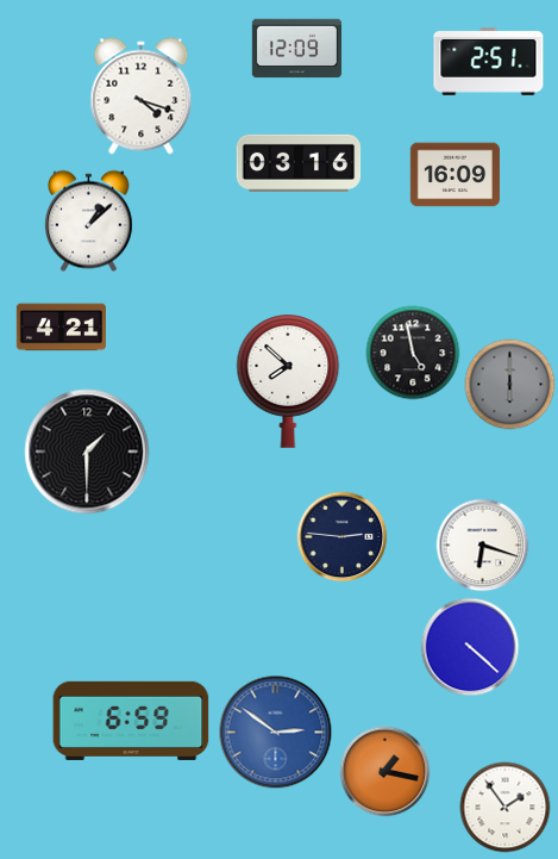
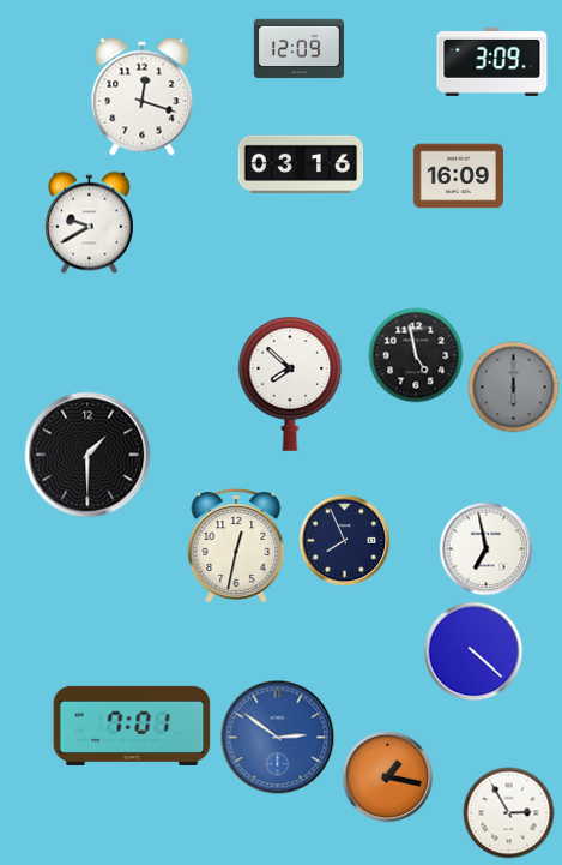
clock at (489, 61): 2:51 -> 3:09
clock at (142, 97): 4:18 -> 12:18
clock at (89, 222): 1:08 -> 9:40
clock at (61, 328): 4:21 -> none
clock at (343, 537): 2:46 -> 7:56
clock at (236, 546): none -> 12:32
clock at (483, 546): 6:18 -> 6:58
clock at (131, 721): 6:59 -> 7:01
clock at (506, 808): 1:54 -> 2:55
